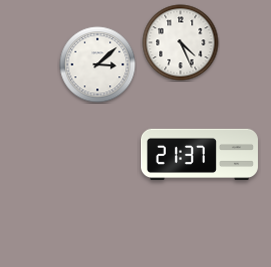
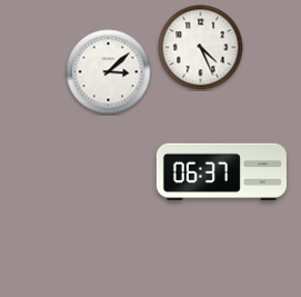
clock at (199, 154): 21:37 -> 06:37
